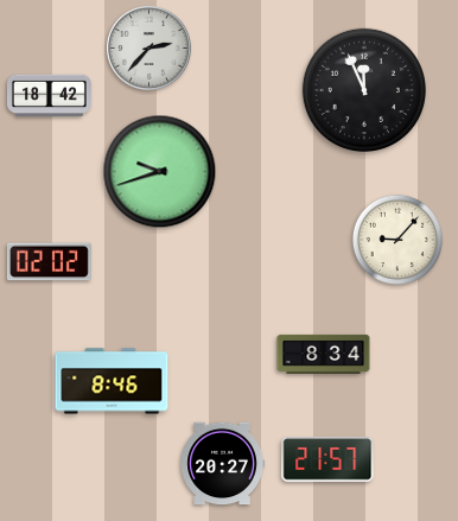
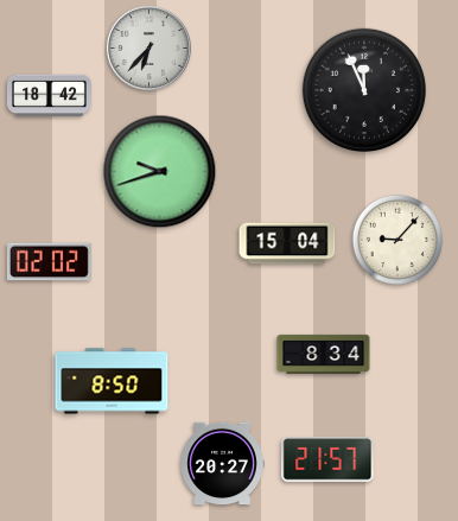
clock at (148, 47): 2:37 -> 6:37
clock at (287, 243): none -> 15:04
clock at (112, 381): 8:46 -> 8:50
